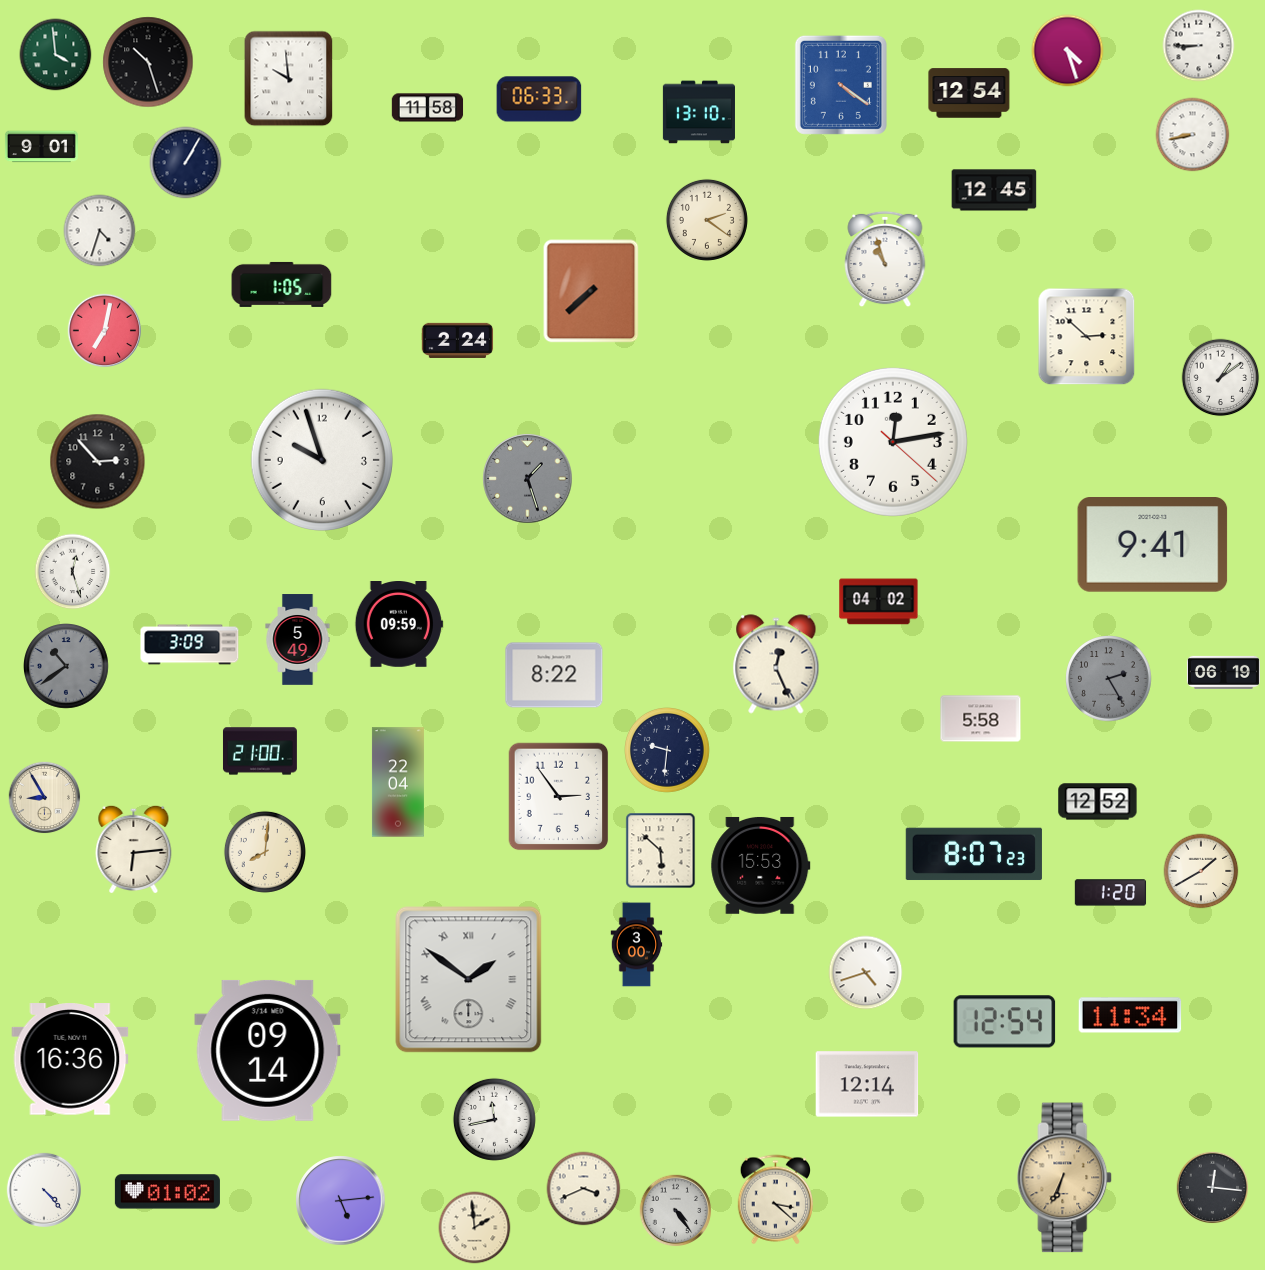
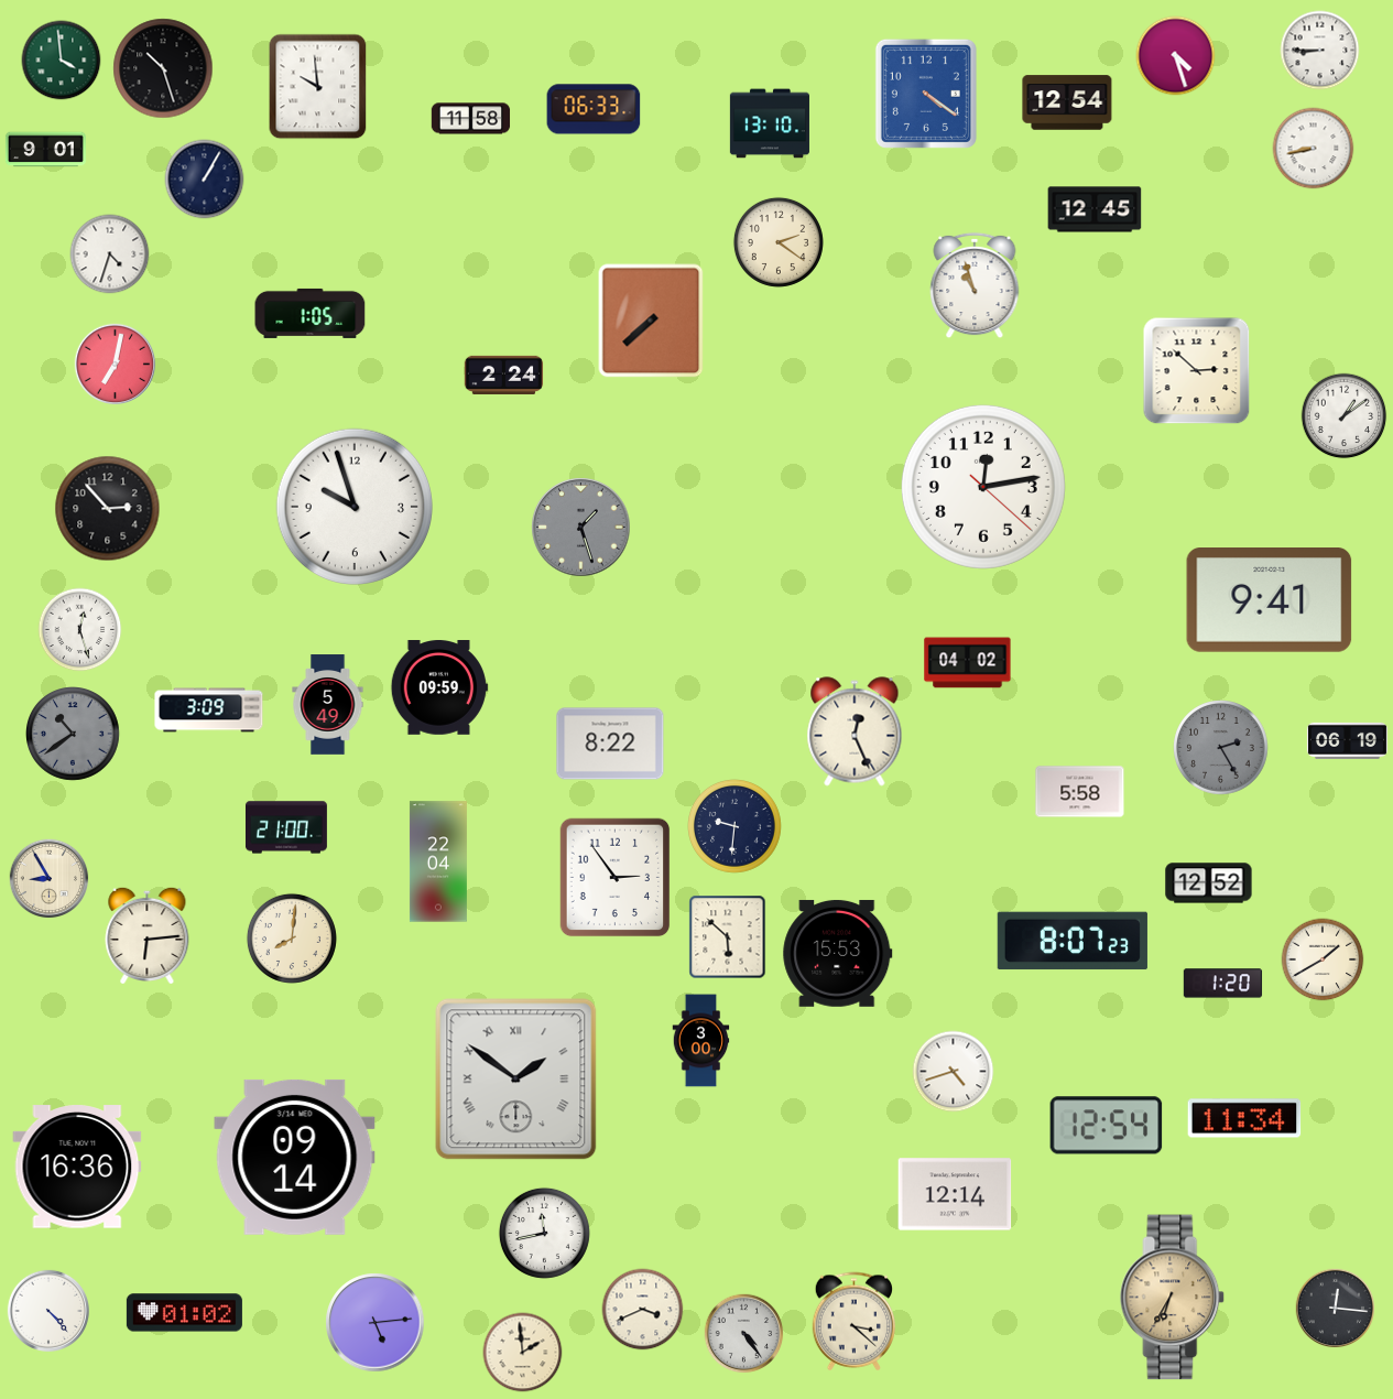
clock at (41, 147) position: (41, 147) -> (45, 150)
clock at (1065, 1178): 6:34 -> 6:35
